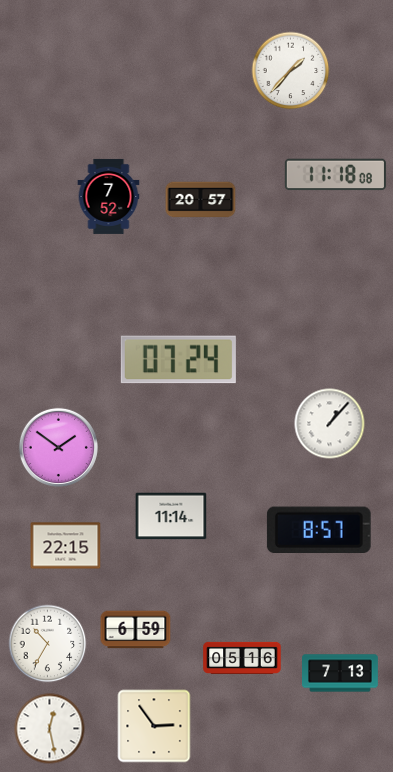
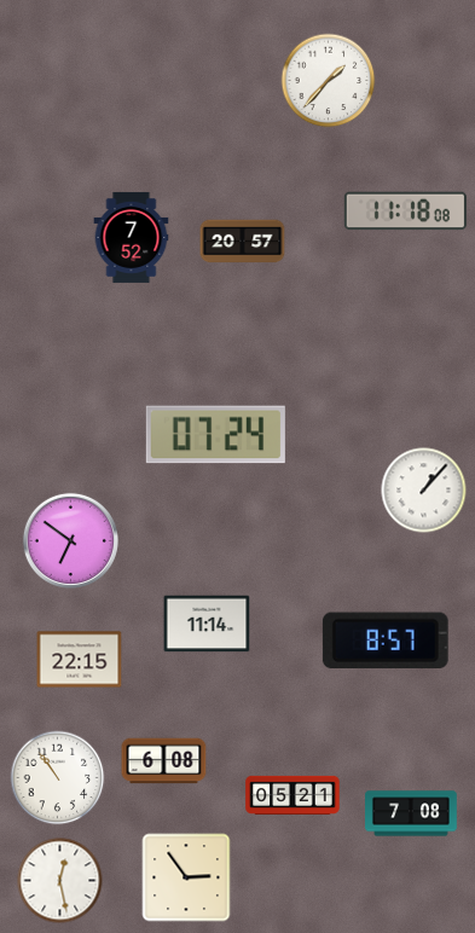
clock at (291, 71) position: (291, 71) -> (329, 81)
clock at (330, 424) position: (330, 424) -> (424, 491)
clock at (58, 447): 1:51 -> 6:51
clock at (136, 630): 6:59 -> 6:08
clock at (48, 644): 10:35 -> 10:54
clock at (242, 657): 05:16 -> 05:21
clock at (340, 673): 7:13 -> 7:08
